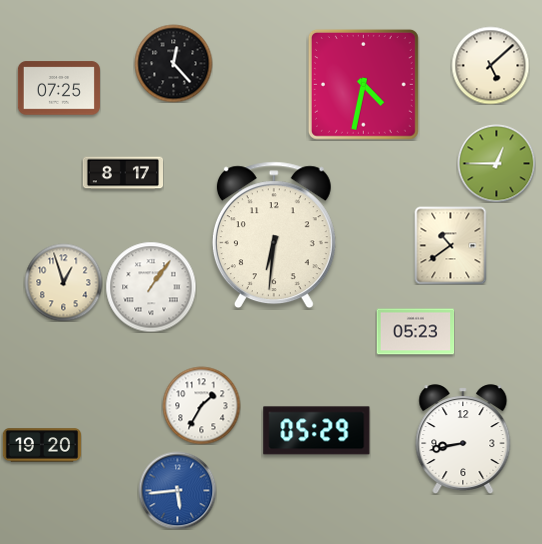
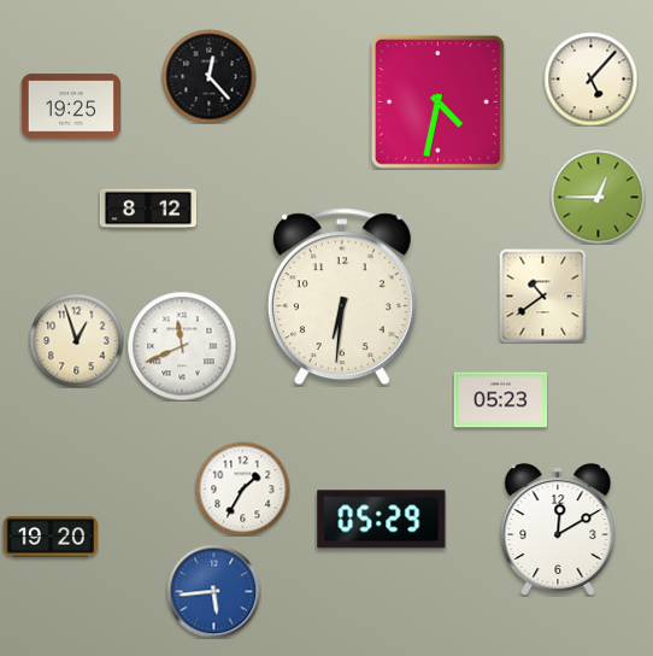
clock at (490, 65): 5:08 -> 5:07
clock at (59, 88): 07:25 -> 19:25
clock at (122, 173): 8:17 -> 8:12
clock at (274, 235) position: (274, 235) -> (342, 297)
clock at (151, 287): 1:06 -> 11:41
clock at (463, 439): 8:43 -> 12:10
